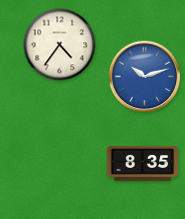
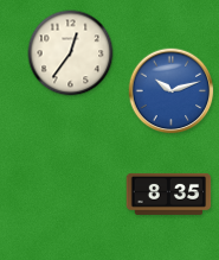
clock at (60, 45): 4:36 -> 12:36
